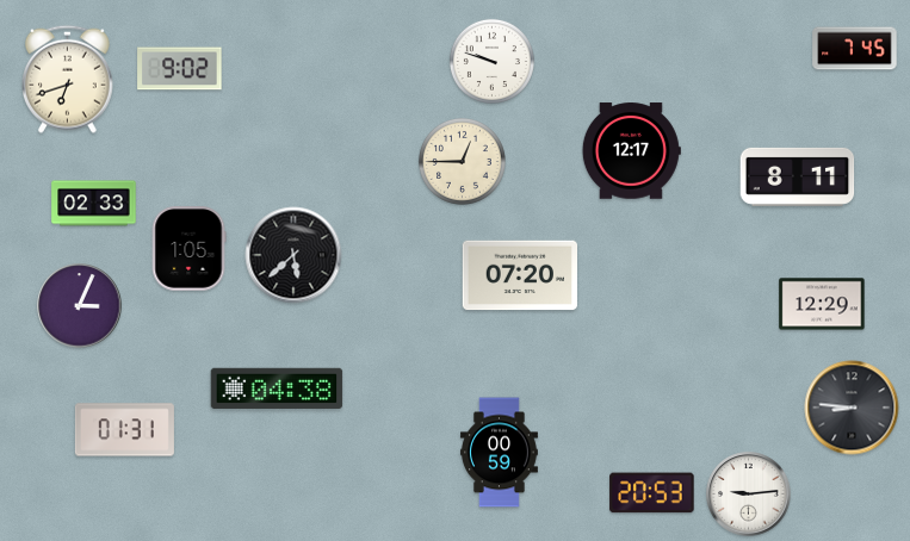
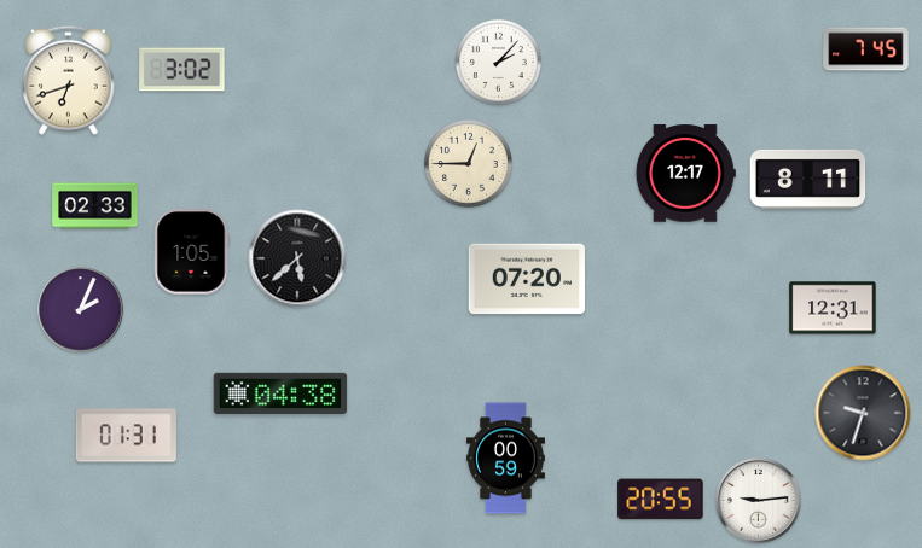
clock at (491, 61): 9:48 -> 2:07
clock at (180, 69): 9:02 -> 3:02
clock at (631, 151) position: (631, 151) -> (685, 174)
clock at (822, 304): 12:29 -> 12:31
clock at (80, 306): 3:04 -> 2:04
clock at (852, 408): 8:46 -> 9:33
clock at (652, 493): 20:53 -> 20:55
